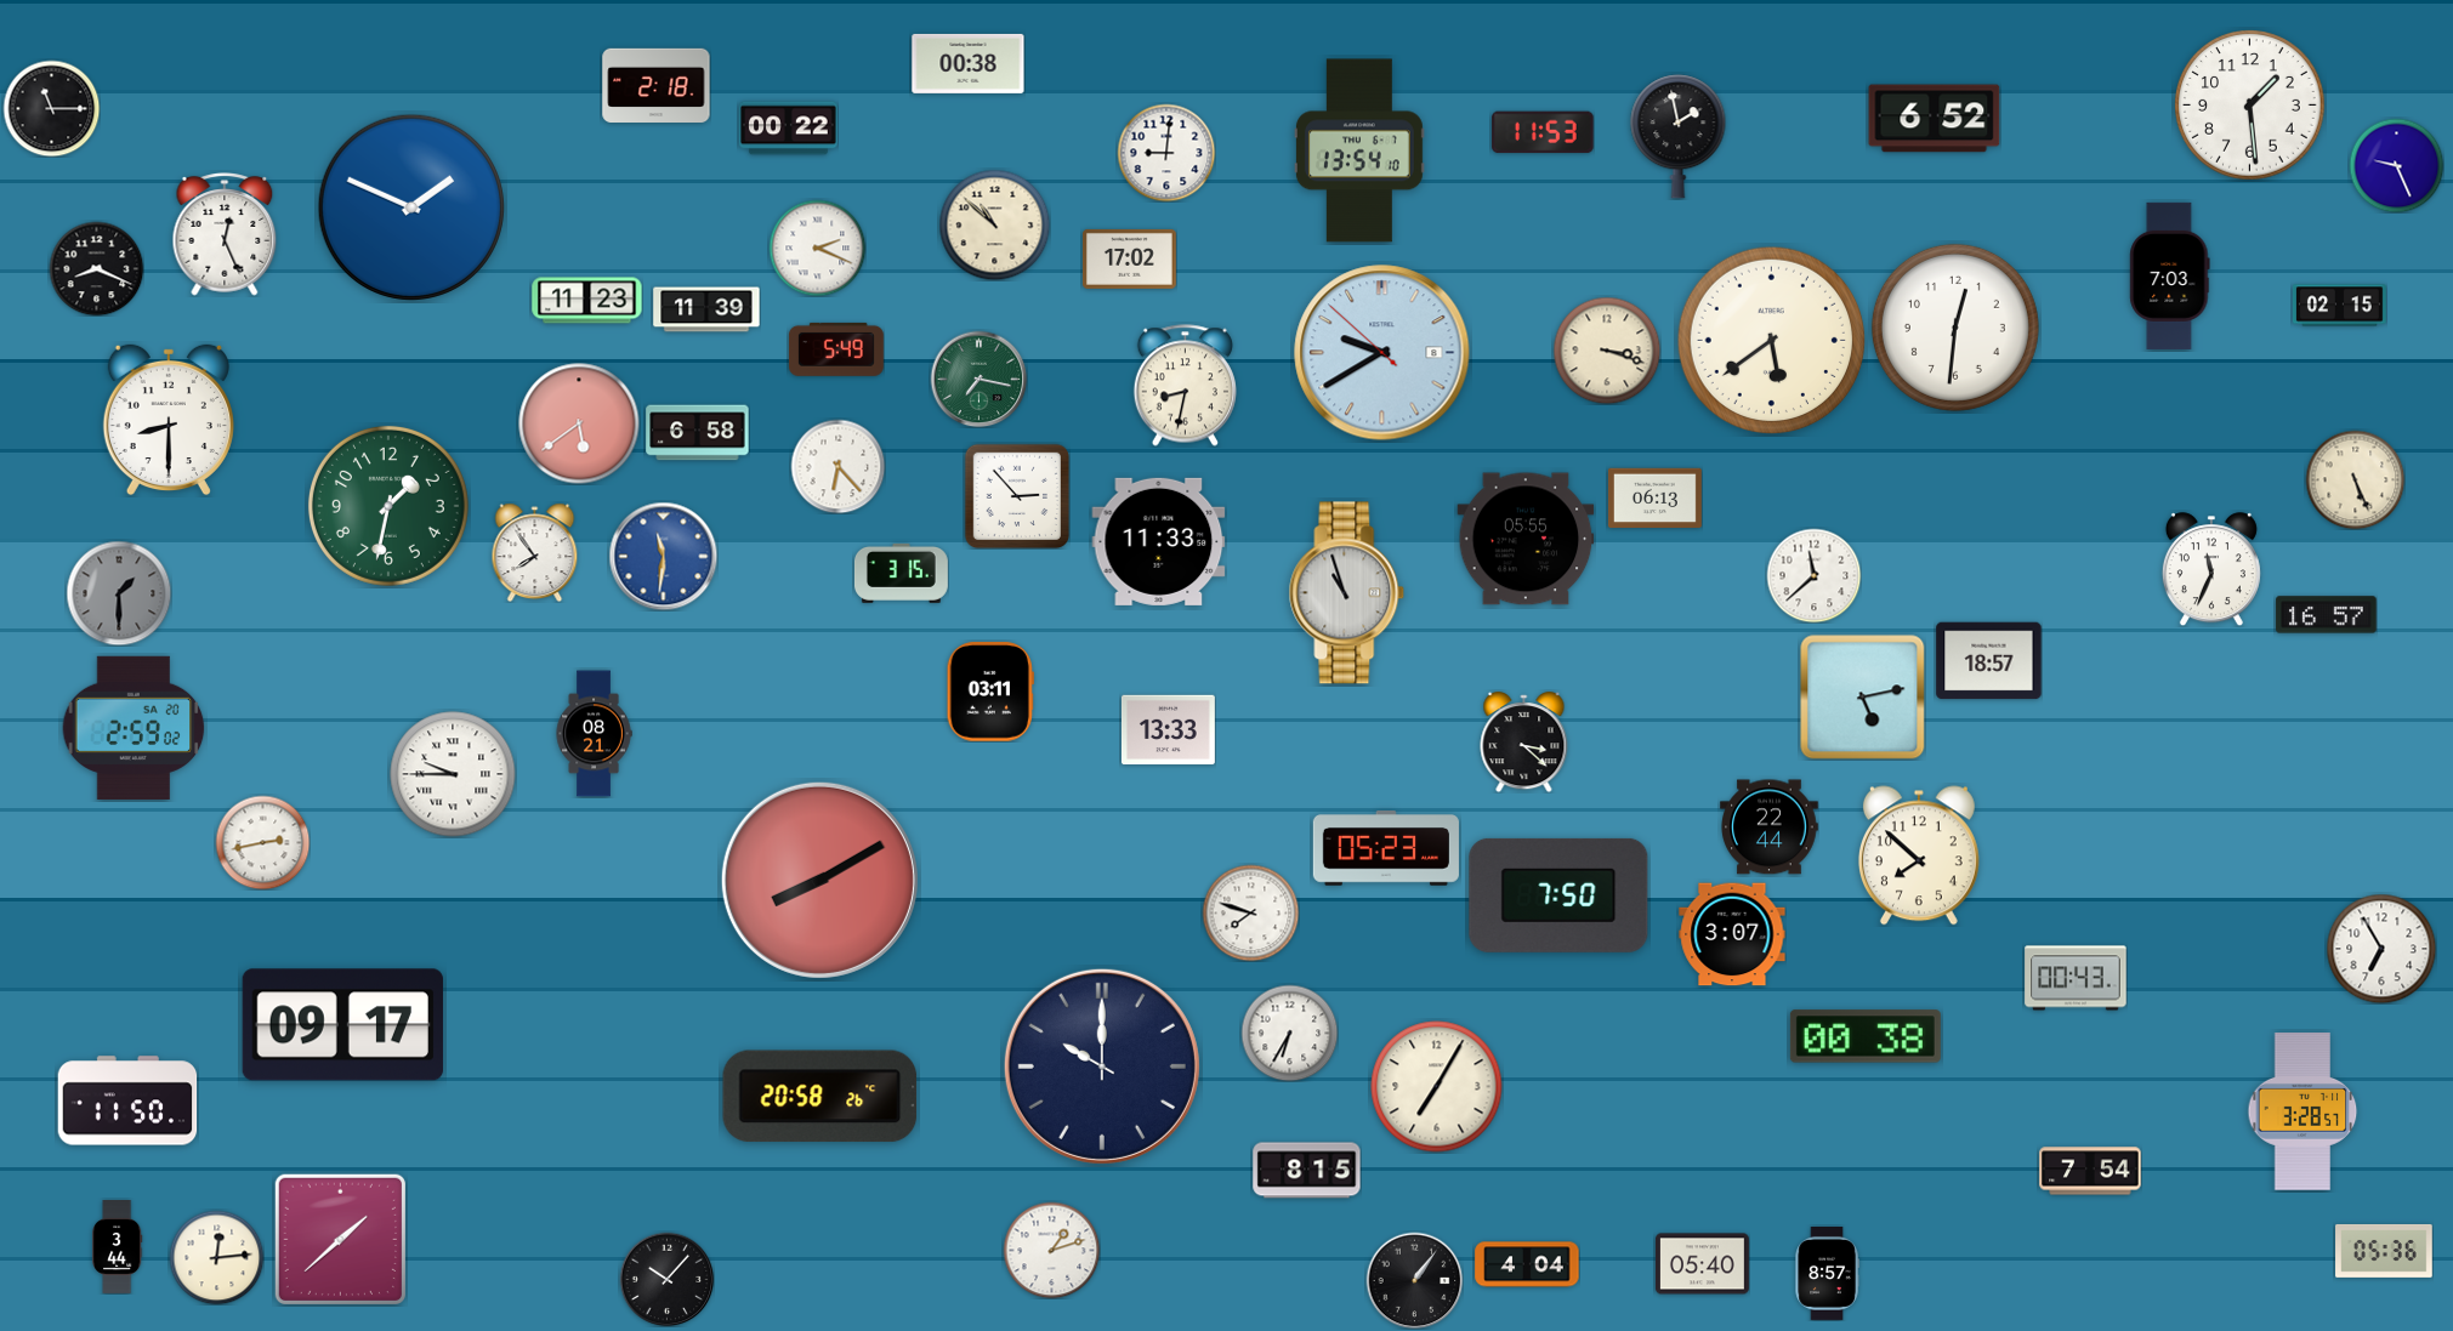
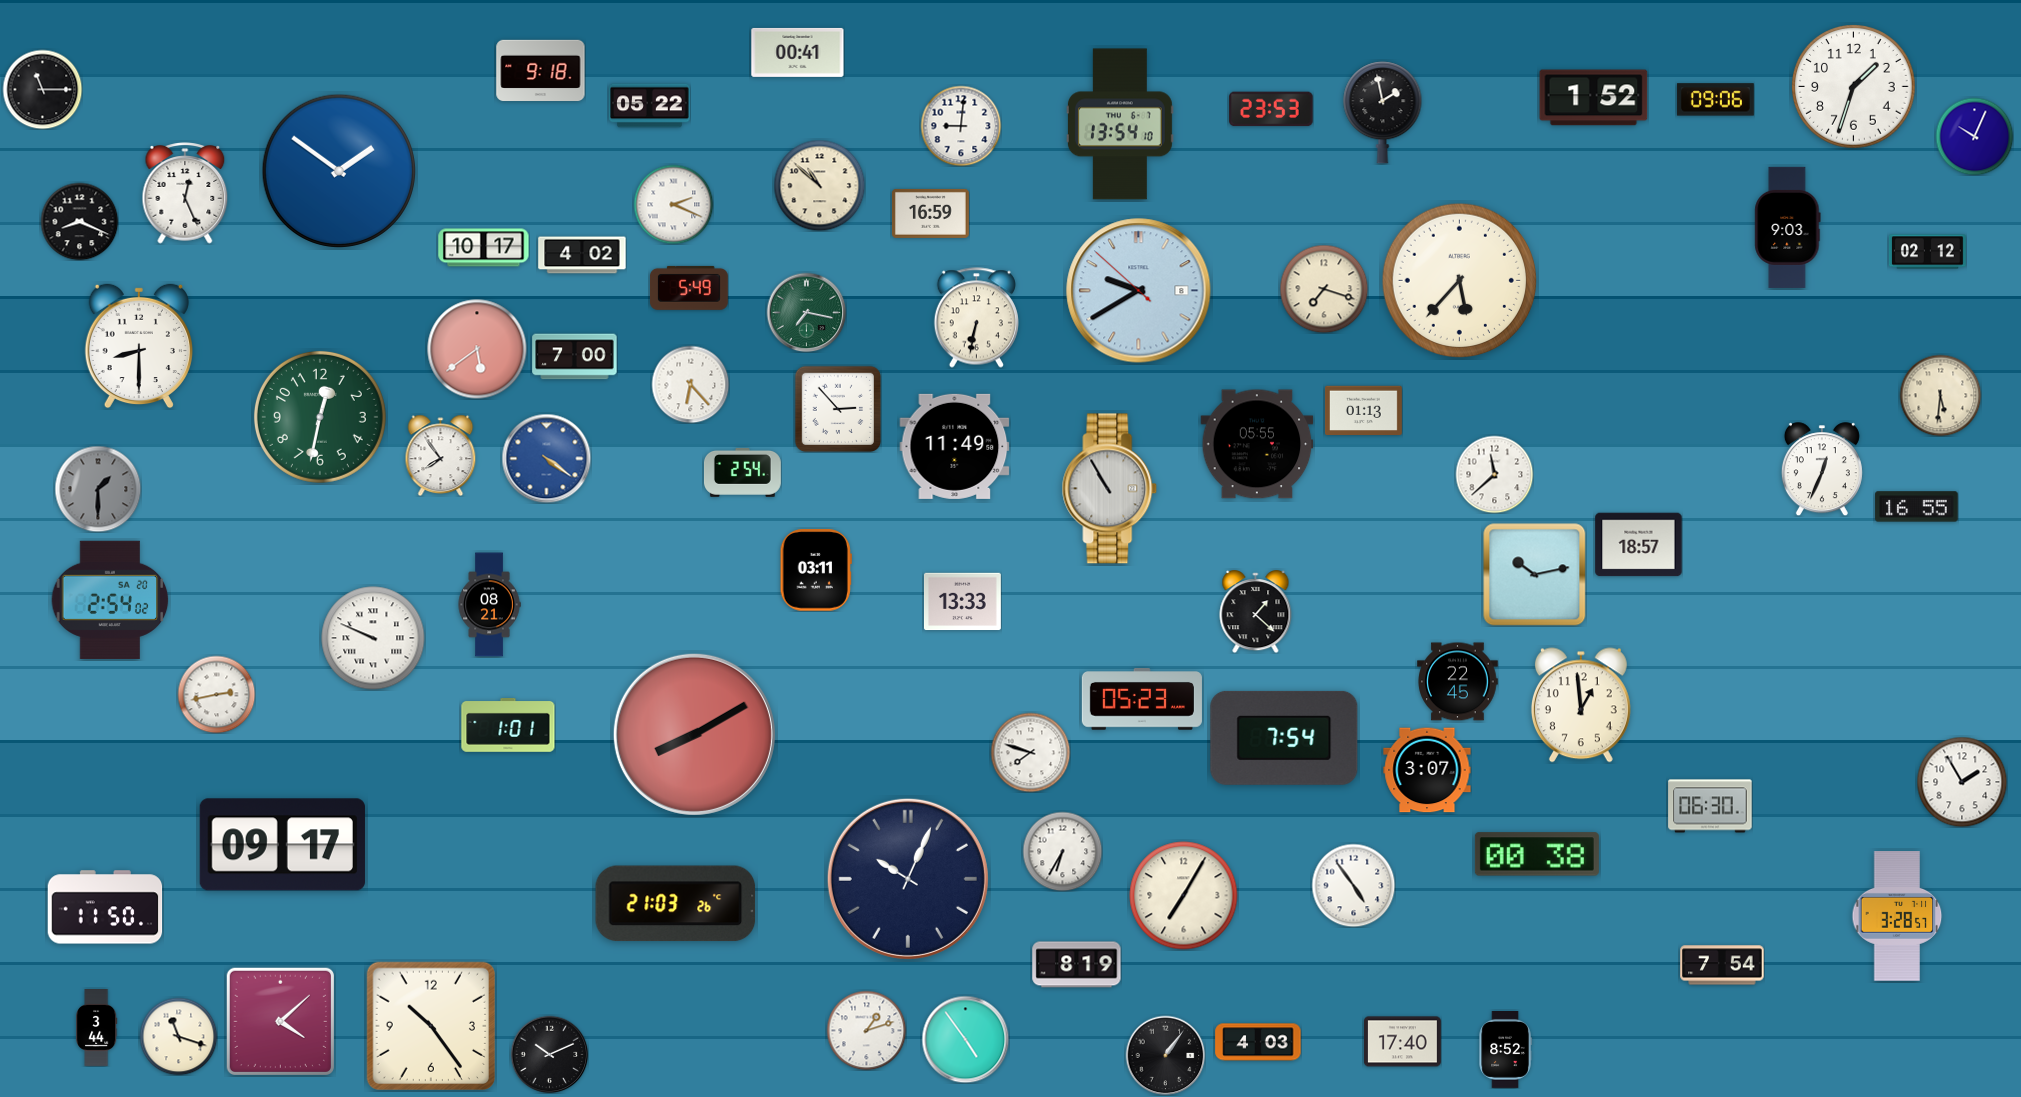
clock at (969, 63): 00:38 -> 00:41
clock at (657, 86): 2:18 -> 9:18
clock at (2250, 106): 1:29 -> 1:33
clock at (1935, 119): 6:52 -> 1:52
clock at (1715, 100): none -> 09:06
clock at (789, 129): 00:22 -> 05:22
clock at (1543, 132): 11:53 -> 23:53
clock at (2396, 165): 9:26 -> 10:04
clock at (410, 206): 1:49 -> 1:51
clock at (1129, 258): 17:02 -> 16:59
clock at (2170, 275): 7:03 -> 9:03
clock at (587, 301): 11:23 -> 10:17
clock at (2339, 306): 02:15 -> 02:12
clock at (706, 309): 11:39 -> 4:02
clock at (1955, 328): 12:31 -> none
clock at (1771, 340): 5:39 -> 5:37
clock at (1607, 351): 3:18 -> 7:18
clock at (1185, 386): 8:32 -> 6:32
clock at (698, 433): 6:58 -> 7:00
clock at (2355, 479): 5:26 -> 5:31
clock at (1654, 499): 06:13 -> 01:13
clock at (388, 506): 1:32 -> 12:32
clock at (1159, 541): 11:33 -> 11:49
clock at (663, 556): 11:31 -> 4:21
clock at (2211, 569): 11:34 -> 12:34
clock at (901, 573): 3:15 -> 2:54
clock at (1347, 593): 10:57 -> 10:55
clock at (2327, 615): 16:57 -> 16:55
clock at (1863, 698): 5:13 -> 10:13
clock at (134, 728): 2:59 -> 2:54
clock at (1524, 743): 3:22 -> 1:22
clock at (453, 774): 9:45 -> 9:49
clock at (1770, 827): 22:44 -> 22:45
clock at (1919, 855): 7:52 -> 12:59
clock at (819, 880) position: (819, 880) -> (694, 734)
clock at (508, 726): none -> 1:01
clock at (1558, 895): 7:50 -> 7:54
clock at (2381, 949): 6:55 -> 1:55
clock at (2076, 978): 00:43 -> 06:30
clock at (1102, 1066): 10:00 -> 10:04
clock at (1353, 885): none -> 4:54
clock at (820, 1097): 20:58 -> 21:03
clock at (1307, 1171): 8:15 -> 8:19
clock at (340, 1239): 1:38 -> 4:08
clock at (430, 1025): none -> 10:24
clock at (2384, 1251): 05:36 -> none
clock at (216, 1257): 12:14 -> 11:18
clock at (965, 1039): none -> 4:54
clock at (1527, 1264): 4:04 -> 4:03
clock at (1702, 1264): 05:40 -> 17:40
clock at (1827, 1274): 8:57 -> 8:52
clock at (666, 1279): 10:07 -> 10:11
